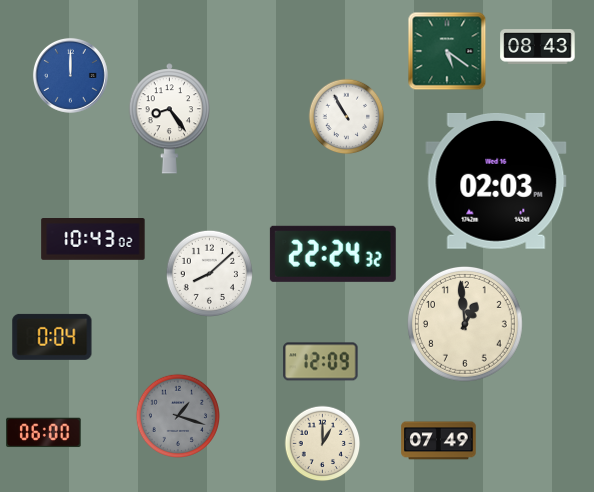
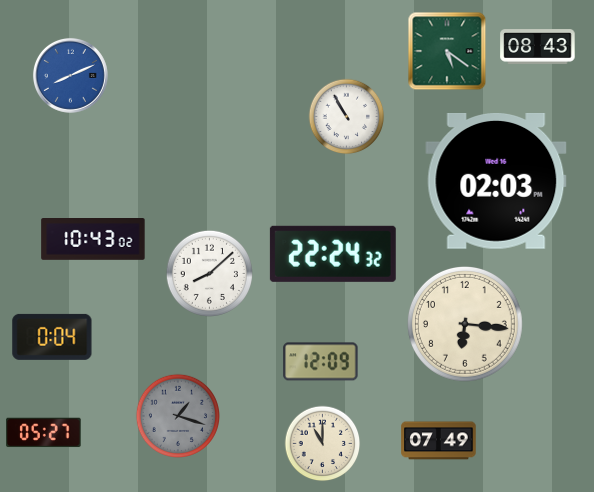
clock at (70, 75): 12:00 -> 8:11
clock at (170, 119): 8:24 -> none
clock at (465, 324): 12:59 -> 6:16
clock at (44, 433): 06:00 -> 05:27
clock at (323, 444): 1:00 -> 11:00
